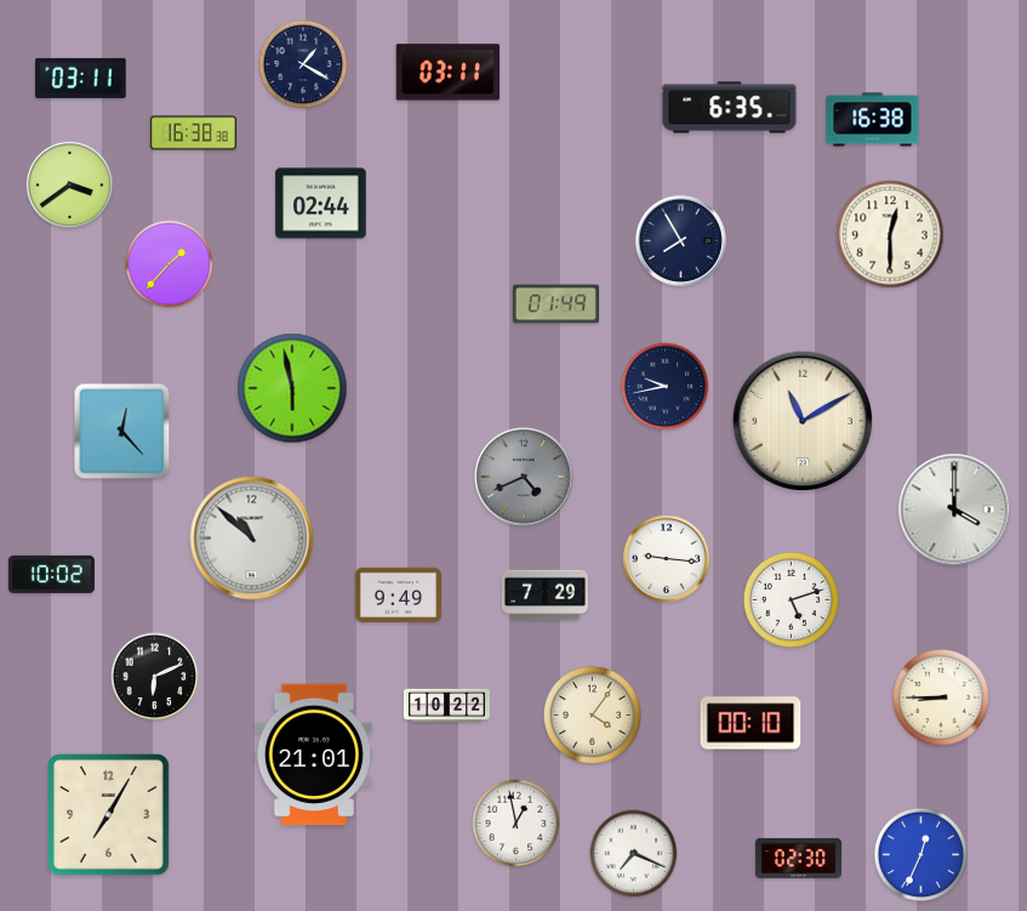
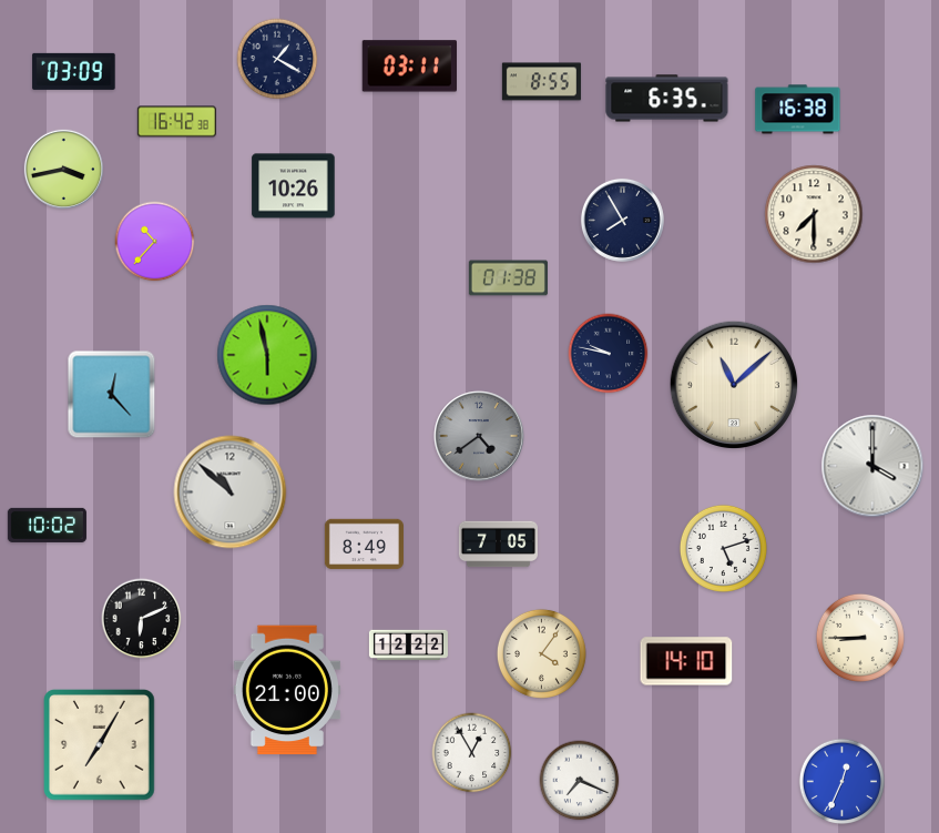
clock at (81, 78): 03:11 -> 03:09
clock at (541, 82): none -> 8:55
clock at (193, 133): 16:38 -> 16:42
clock at (69, 184): 3:39 -> 3:43
clock at (321, 204): 02:44 -> 10:26
clock at (890, 234): 12:30 -> 7:30
clock at (170, 264): 1:37 -> 10:37
clock at (555, 304): 01:49 -> 01:38
clock at (666, 387): 9:43 -> 9:47
clock at (803, 421): 11:10 -> 11:08
clock at (524, 477): 4:41 -> 4:39
clock at (666, 558): 9:16 -> none
clock at (398, 596): 9:49 -> 8:49
clock at (544, 596): 7:29 -> 7:05
clock at (446, 706): 10:22 -> 12:22
clock at (751, 723): 00:10 -> 14:10
clock at (314, 755): 21:01 -> 21:00
clock at (517, 824): 12:58 -> 12:55
clock at (798, 858): 02:30 -> none
